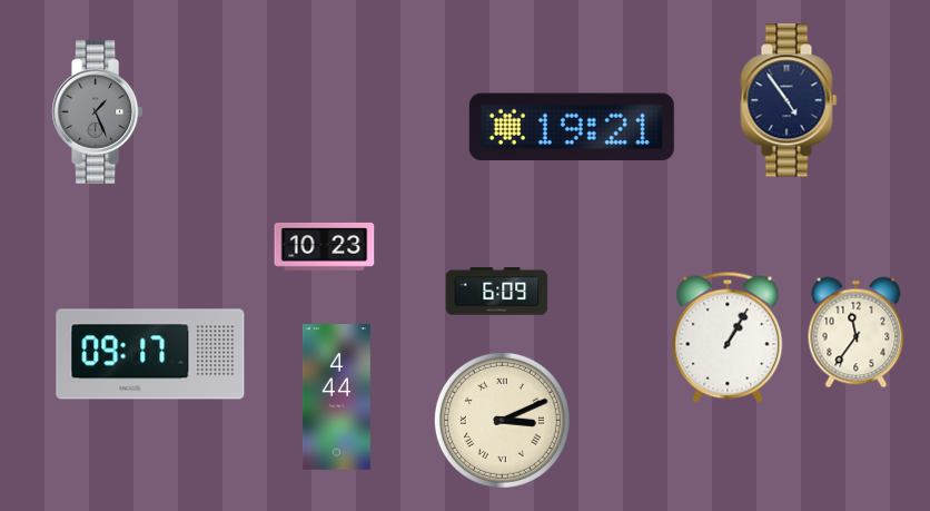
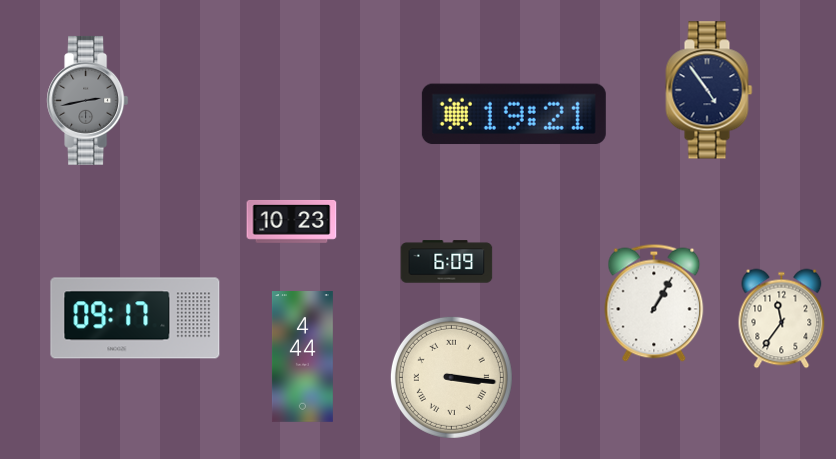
clock at (98, 111): 1:26 -> 2:43
clock at (857, 333) position: (857, 333) -> (782, 319)
clock at (502, 420): 3:11 -> 3:16
